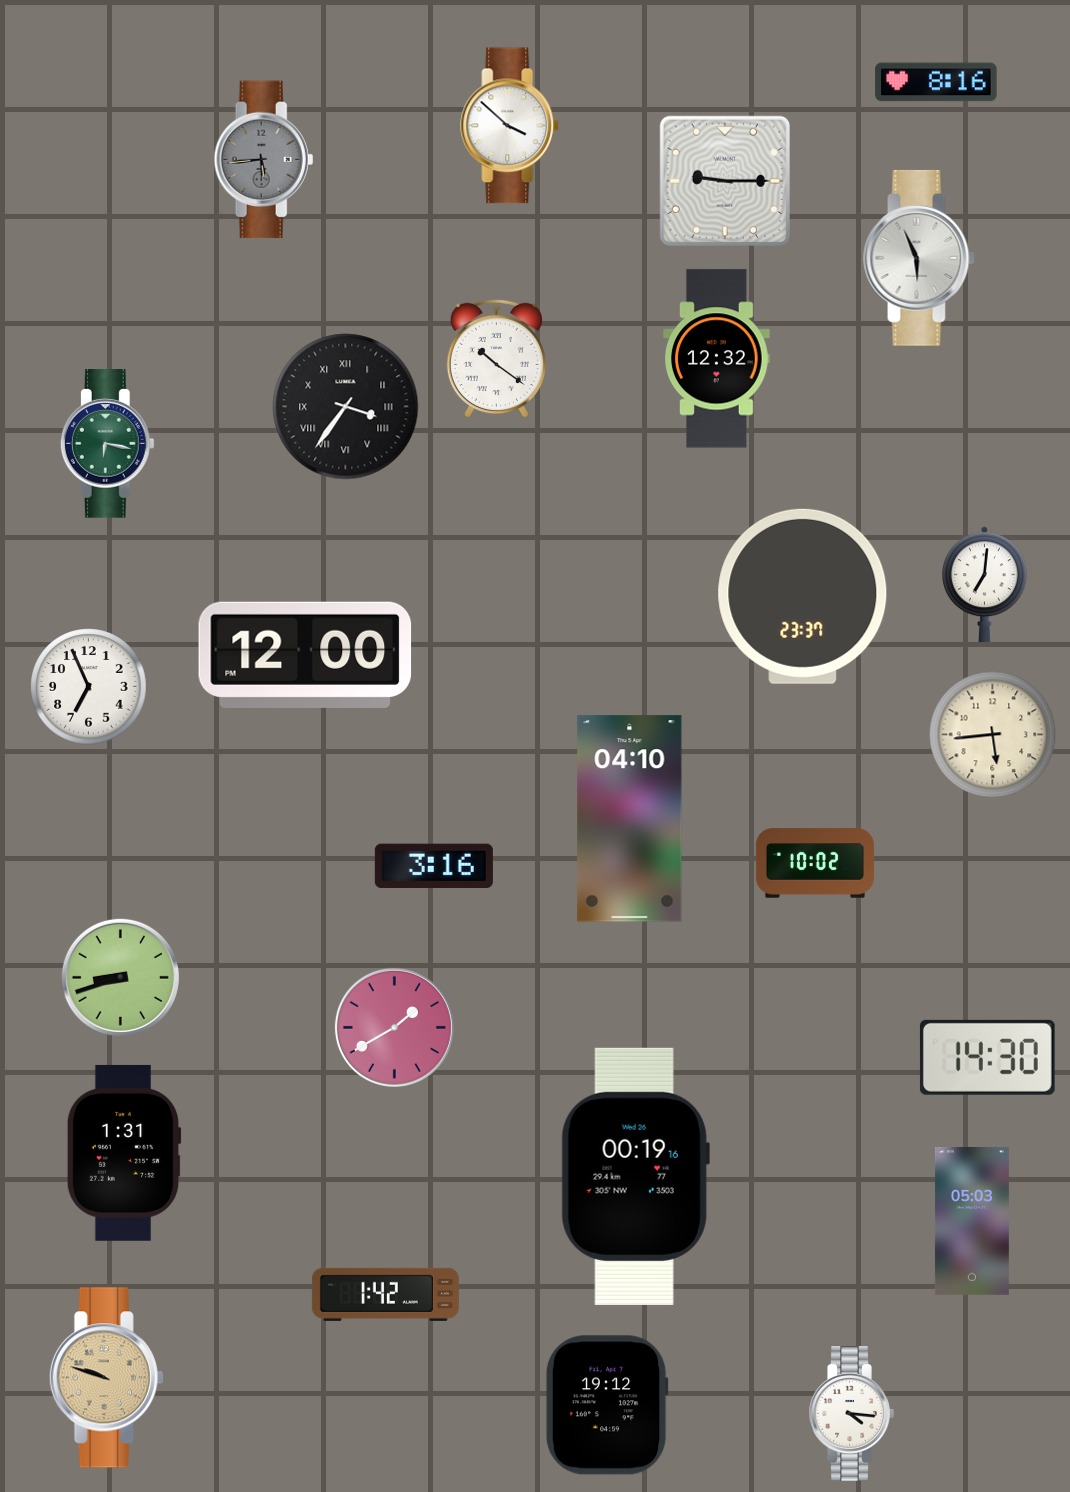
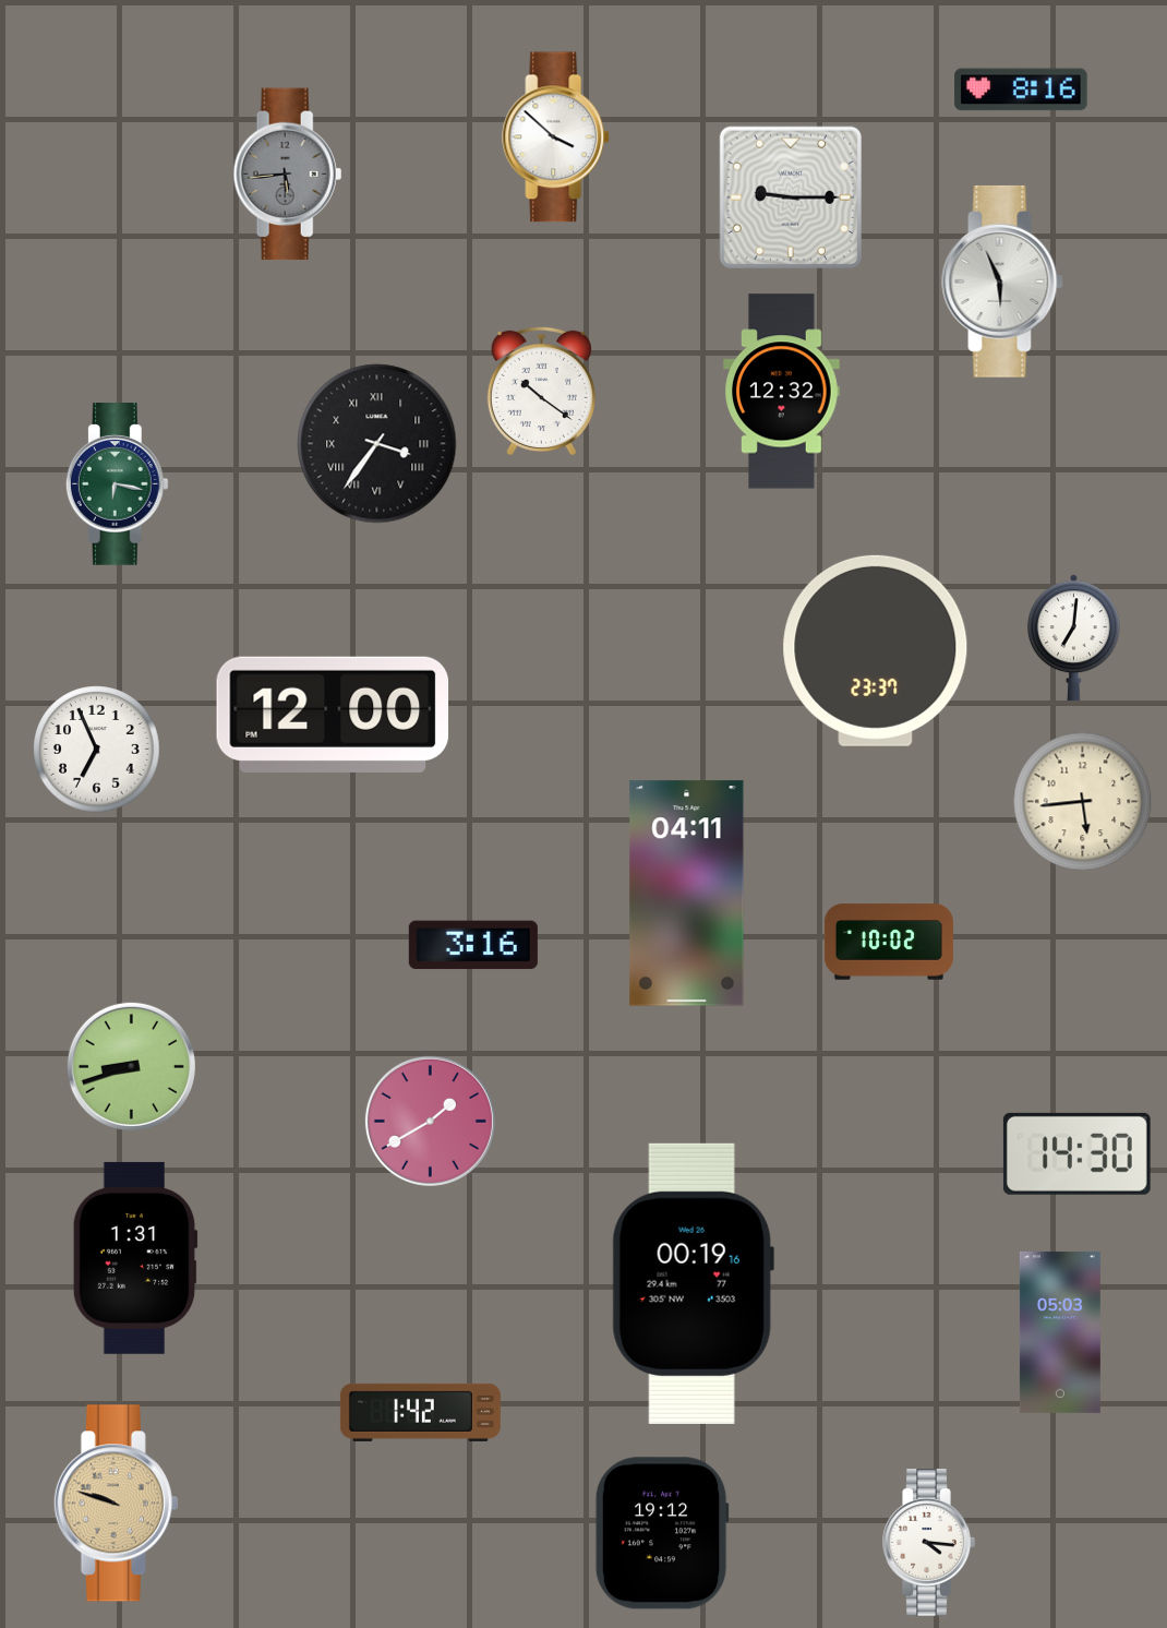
clock at (630, 819): 04:10 -> 04:11
